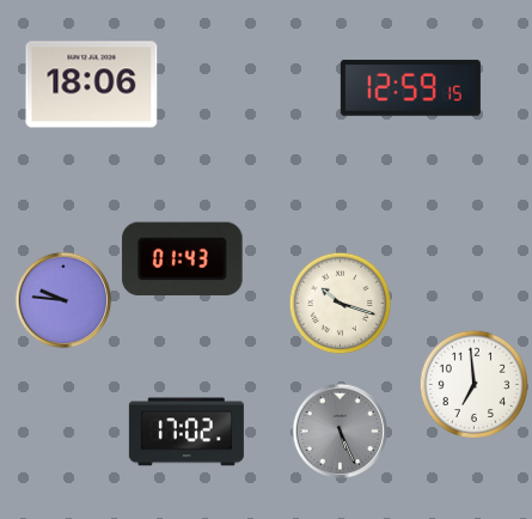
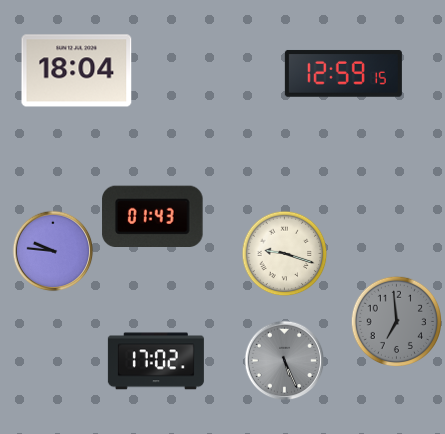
clock at (92, 85): 18:06 -> 18:04
clock at (341, 304): 10:18 -> 9:18
clock at (473, 384) dial: white -> grey
